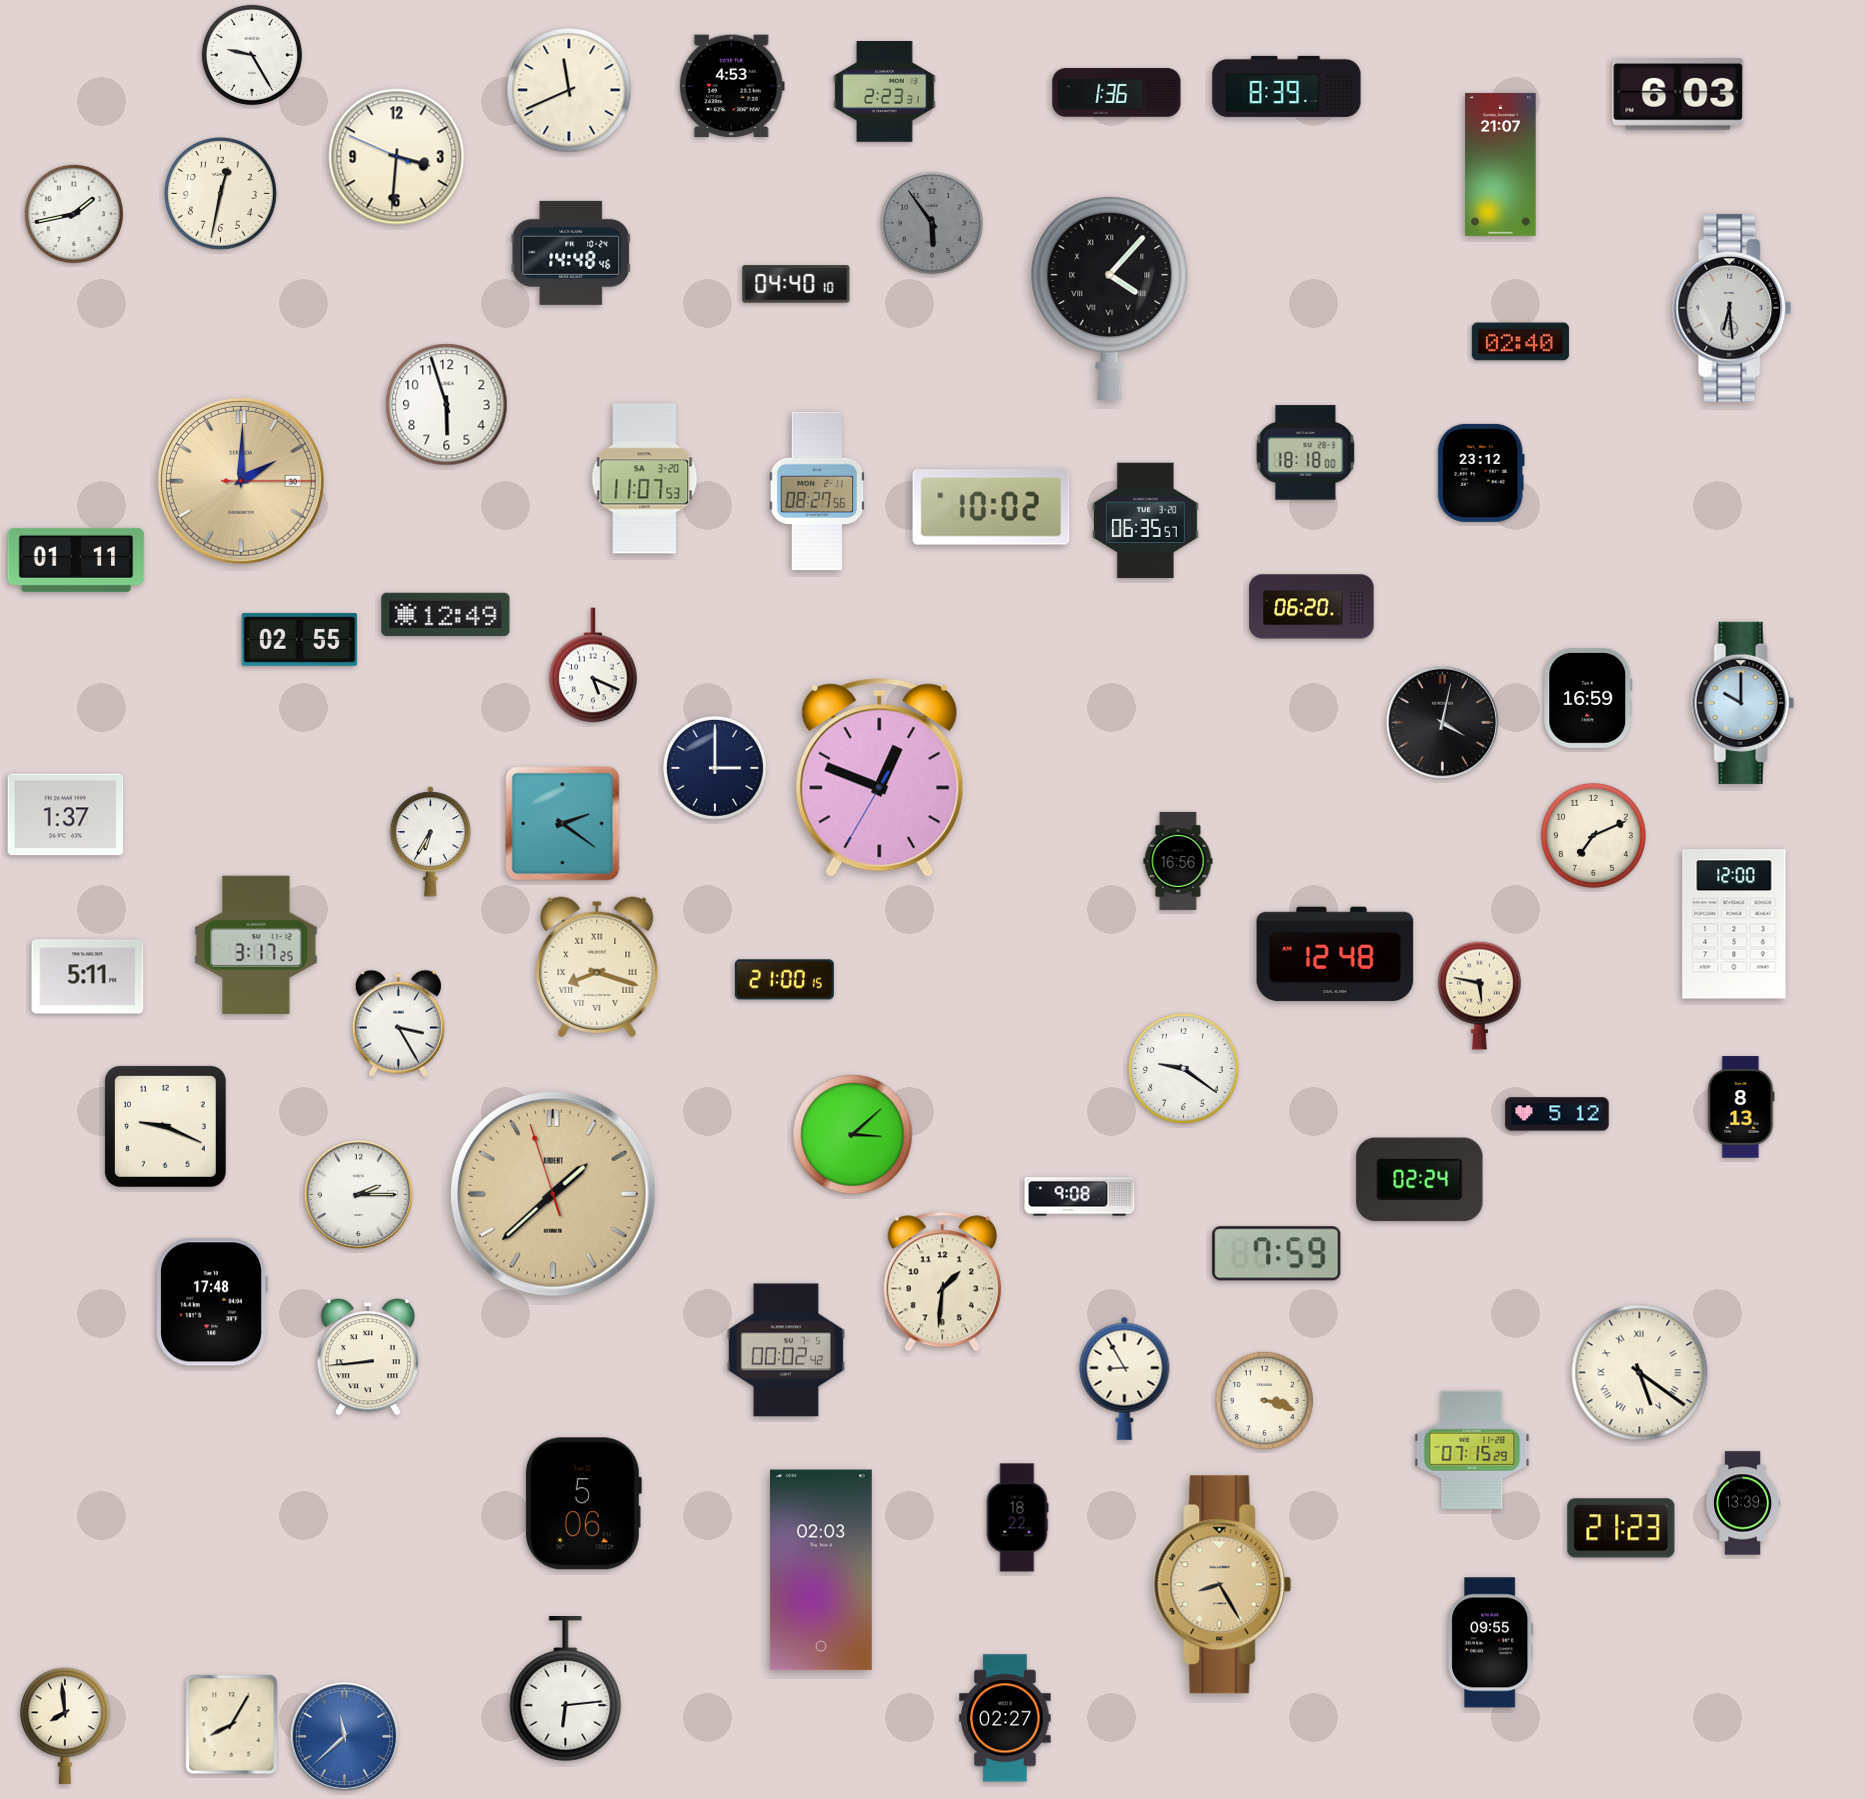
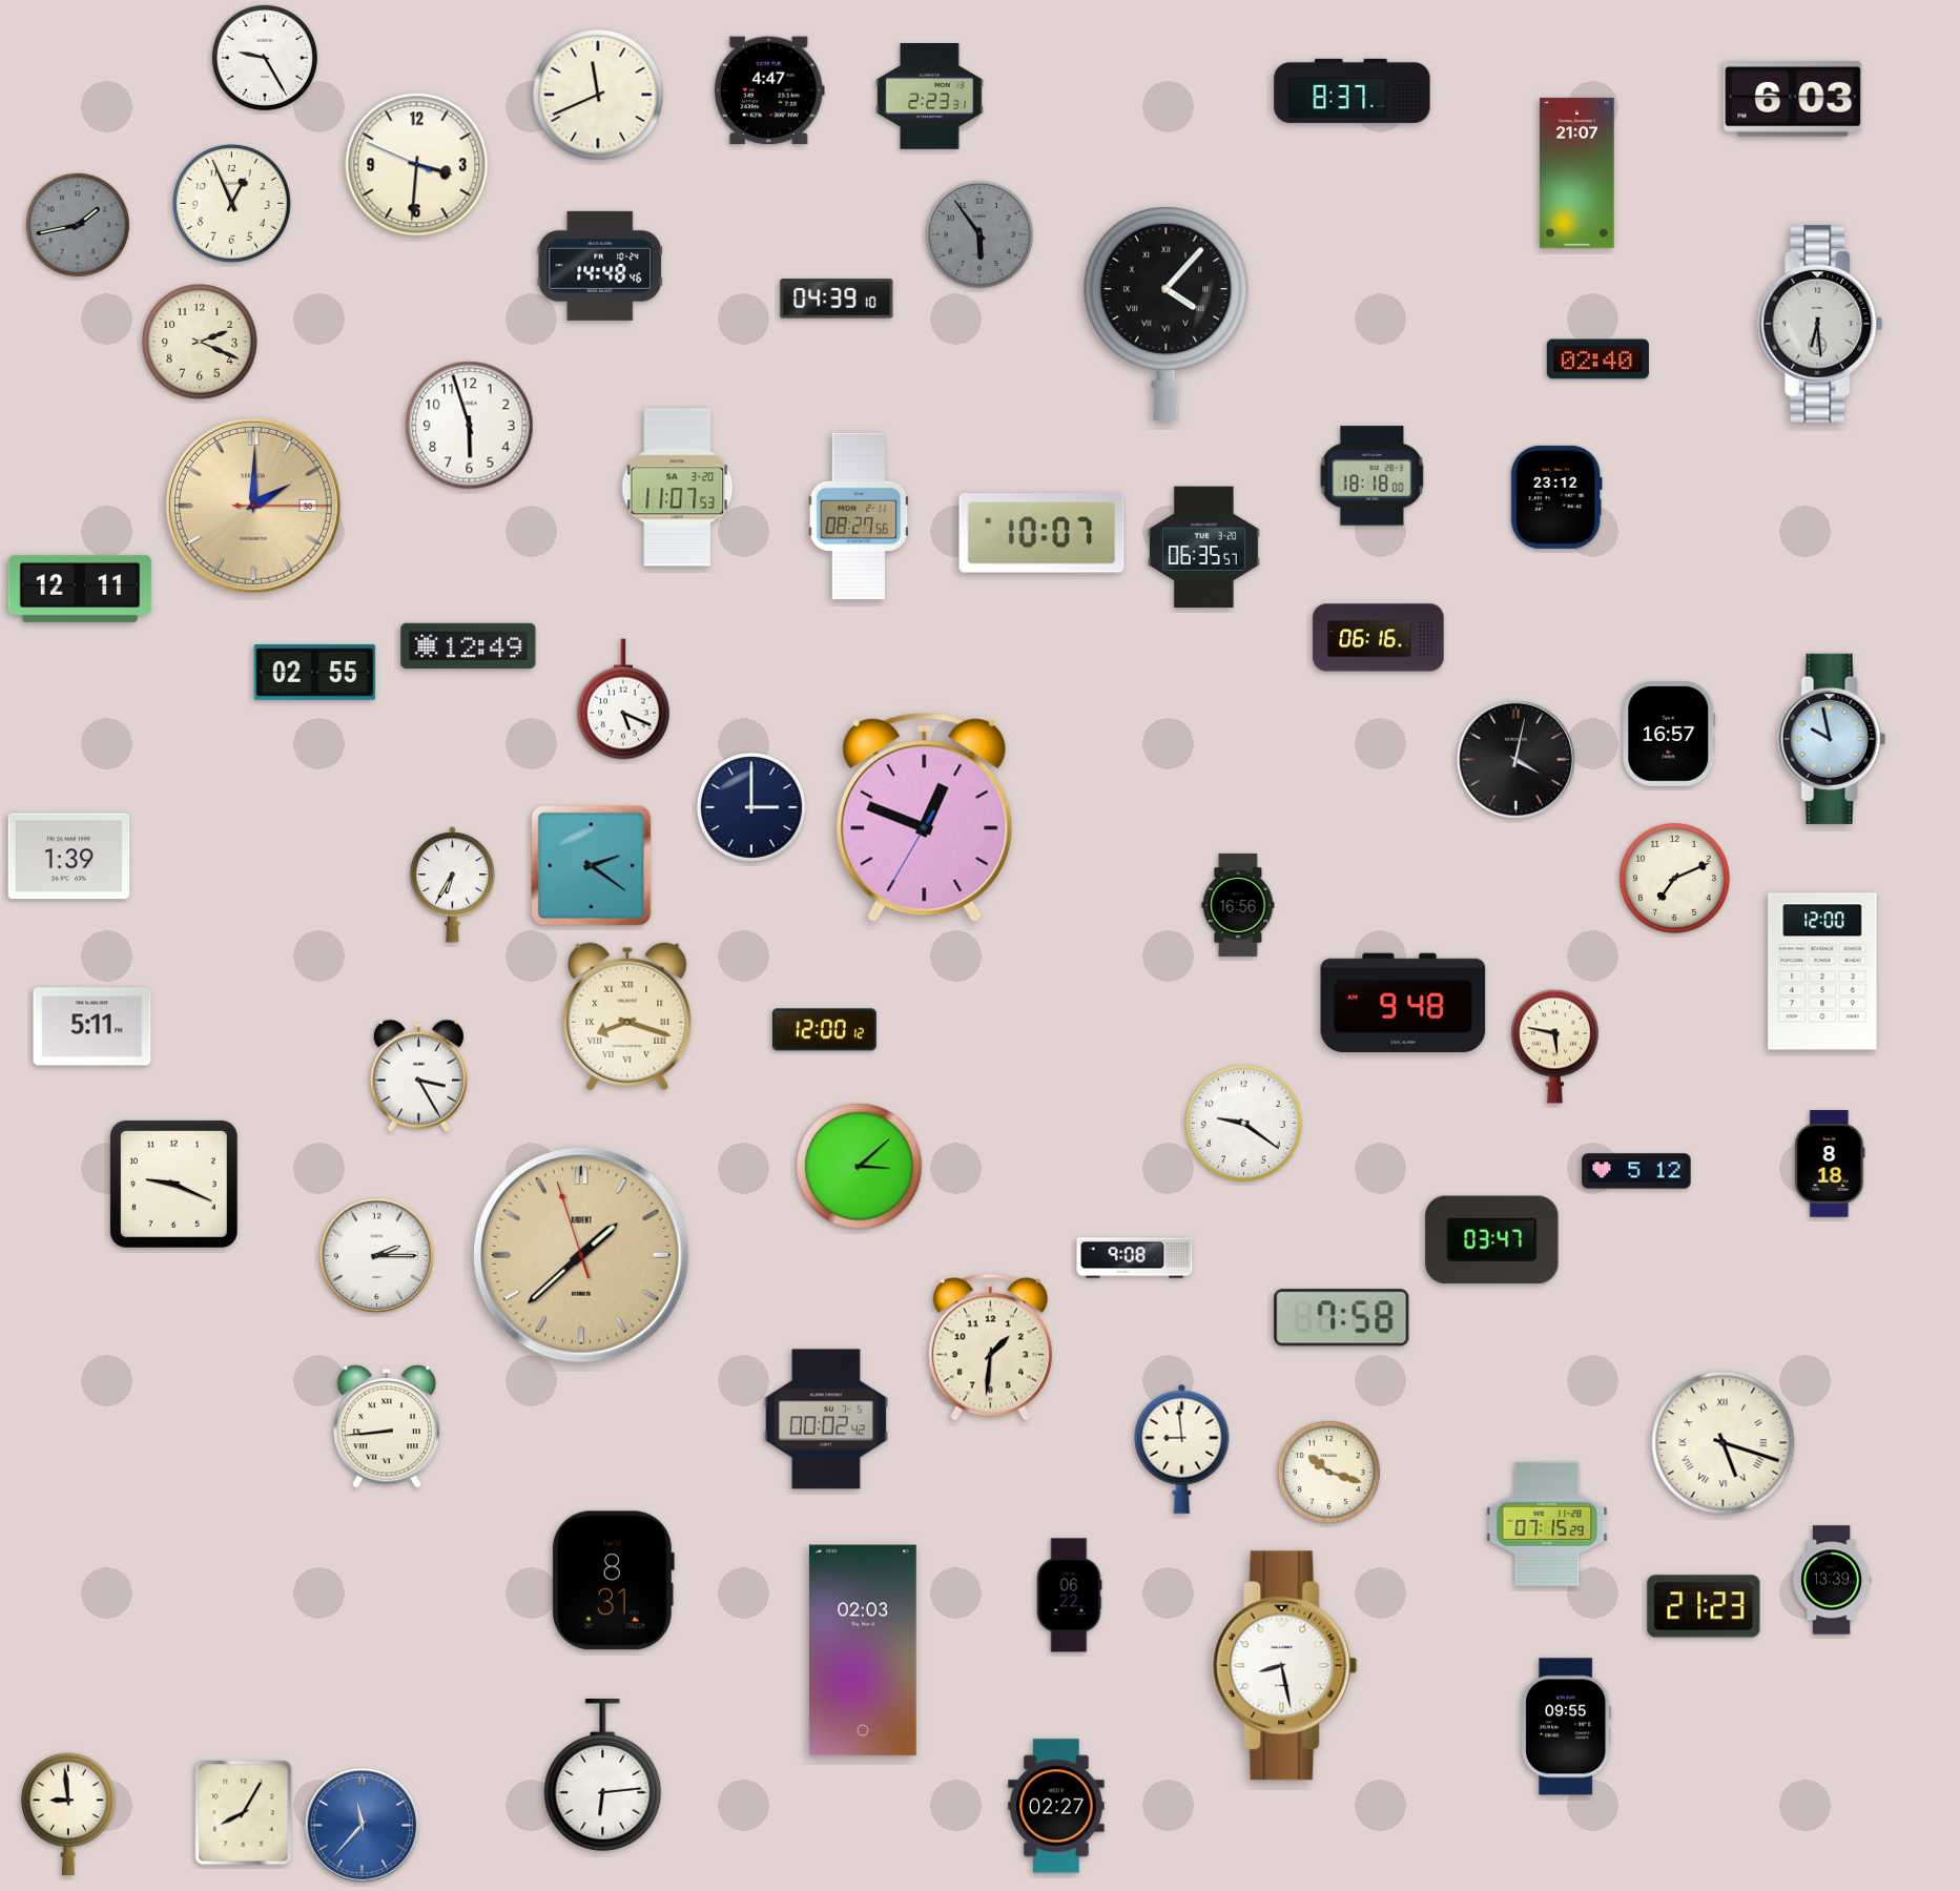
clock at (732, 86): 4:53 -> 4:47
clock at (1287, 86): 8:39 -> 8:37
clock at (1117, 93): 1:36 -> none
clock at (1678, 95) position: (1678, 95) -> (1793, 100)
clock at (221, 194): 12:32 -> 12:56
clock at (74, 214) dial: white -> grey
clock at (796, 284): 04:40 -> 04:39
clock at (201, 343): none -> 2:19
clock at (645, 479) position: (645, 479) -> (678, 488)
clock at (991, 507): 10:02 -> 10:07
clock at (76, 560): 01:11 -> 12:11
clock at (1312, 607): 06:20 -> 06:16
clock at (1588, 698): 16:59 -> 16:57
clock at (1743, 703): 10:00 -> 9:58
clock at (66, 815): 1:37 -> 1:39
clock at (256, 945): 3:17 -> none
clock at (1335, 954): 12:48 -> 9:48
clock at (784, 980): 21:00 -> 12:00
clock at (1741, 1107): 8:13 -> 8:18
clock at (853, 1135) position: (853, 1135) -> (860, 1167)
clock at (1420, 1180): 02:24 -> 03:47
clock at (1277, 1254): 7:59 -> 7:58
clock at (212, 1302): 17:48 -> none
clock at (1640, 1373): 5:21 -> 5:18
clock at (1125, 1378): 8:55 -> 8:59
clock at (1264, 1400): 3:18 -> 10:18
clock at (583, 1504): 5:06 -> 8:31
clock at (1017, 1518): 18:22 -> 06:22
clock at (1223, 1585): 8:25 -> 8:28
clock at (1223, 1585) dial: champagne -> white
clock at (566, 1689) position: (566, 1689) -> (603, 1775)
clock at (65, 1726): 7:59 -> 8:59
clock at (344, 1736): 11:38 -> 11:37
